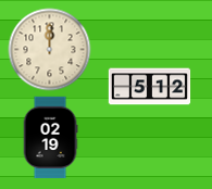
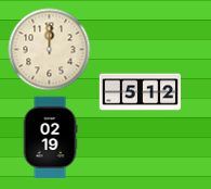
clock at (150, 87) position: (150, 87) -> (141, 92)
